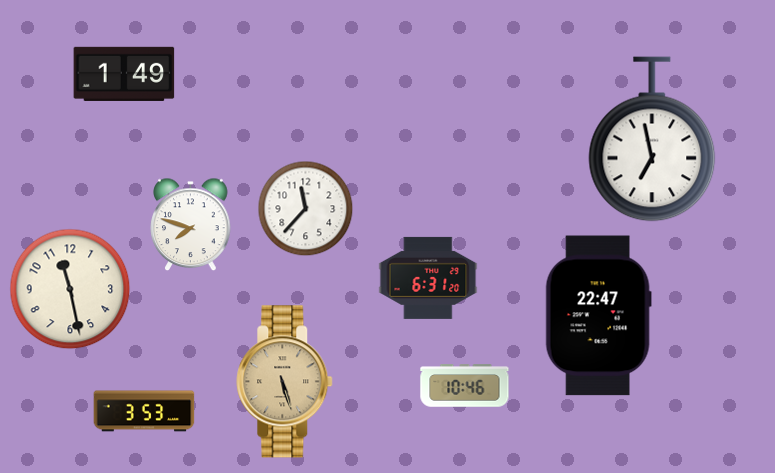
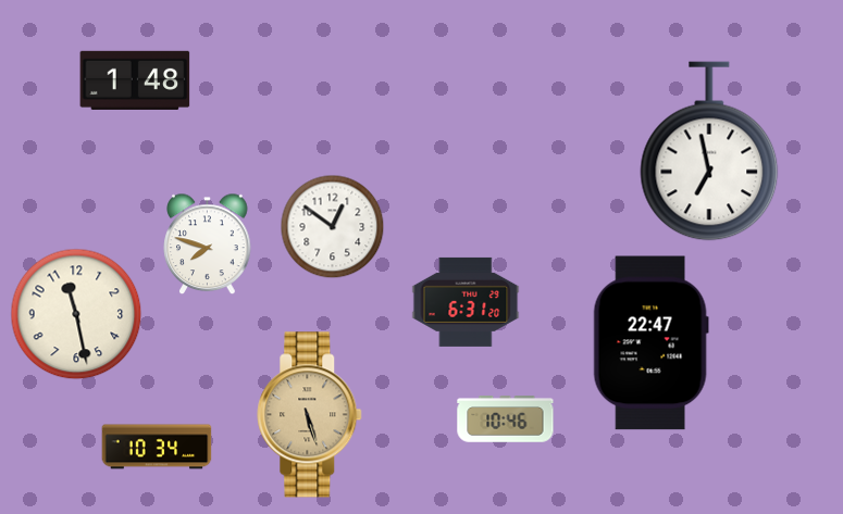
clock at (124, 74): 1:49 -> 1:48
clock at (306, 209): 11:37 -> 12:51
clock at (144, 411): 3:53 -> 10:34
